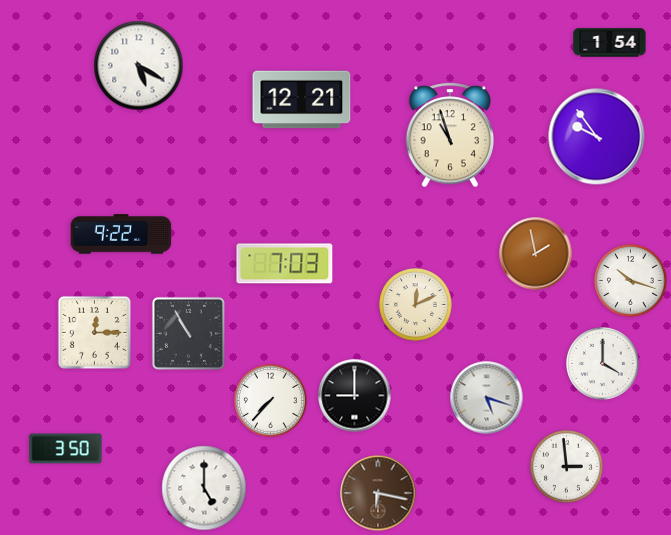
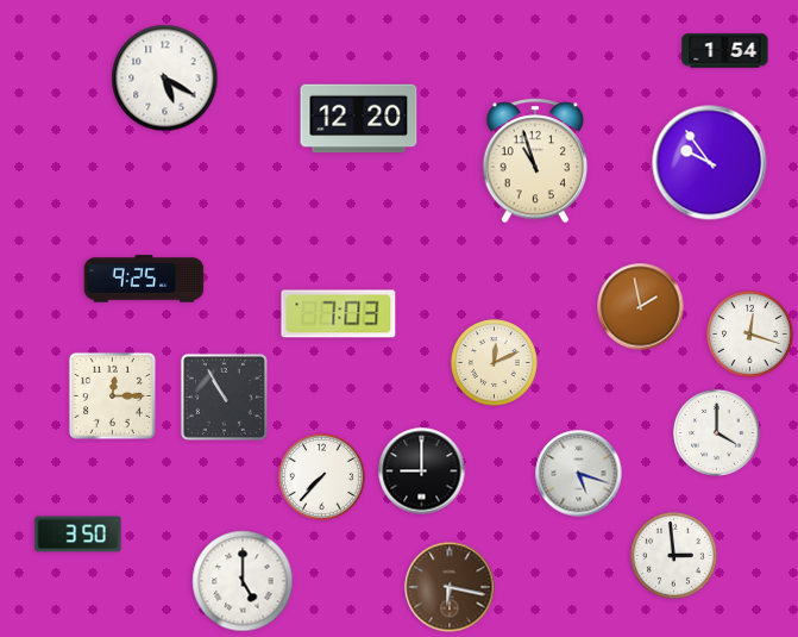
clock at (302, 100): 12:21 -> 12:20
clock at (121, 234): 9:22 -> 9:25
clock at (536, 254) position: (536, 254) -> (641, 307)
clock at (631, 281): 10:18 -> 12:18
